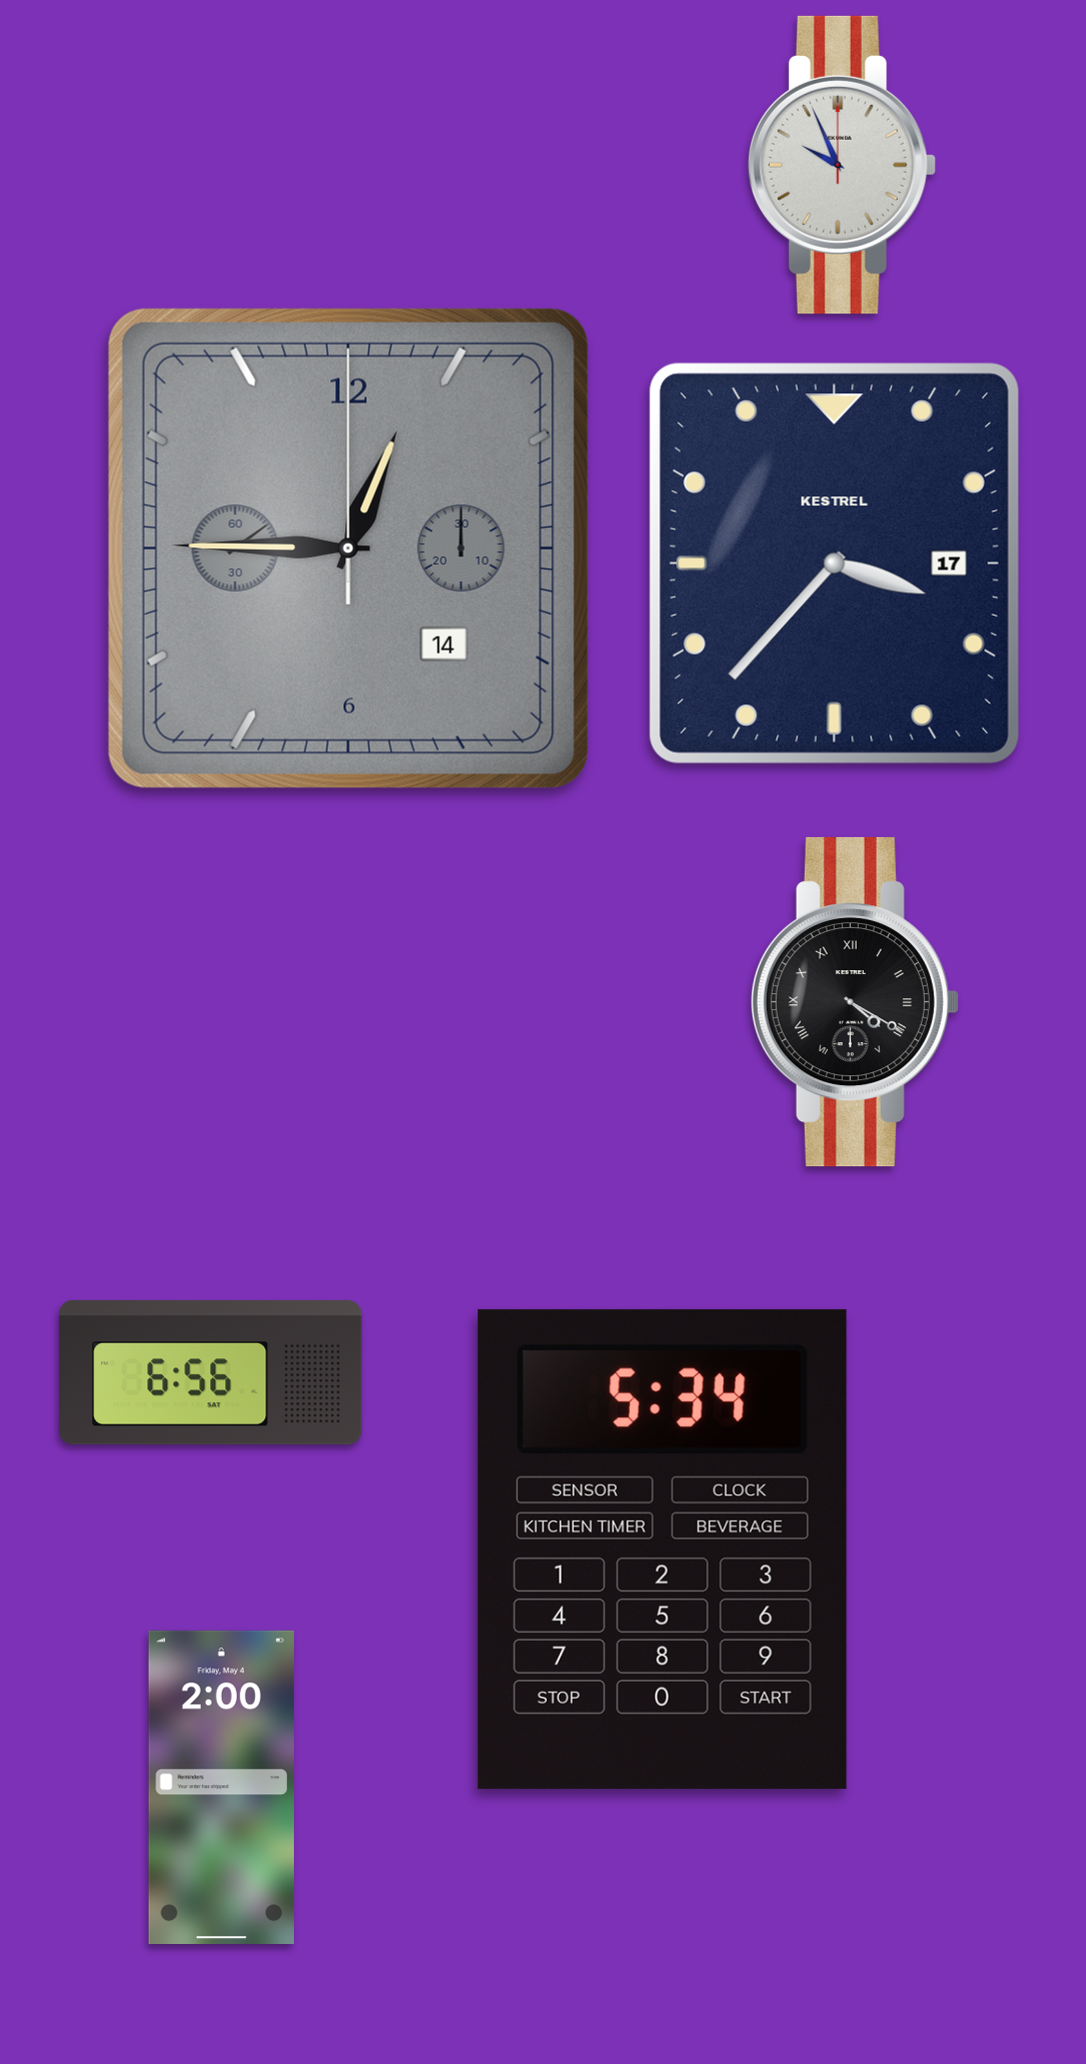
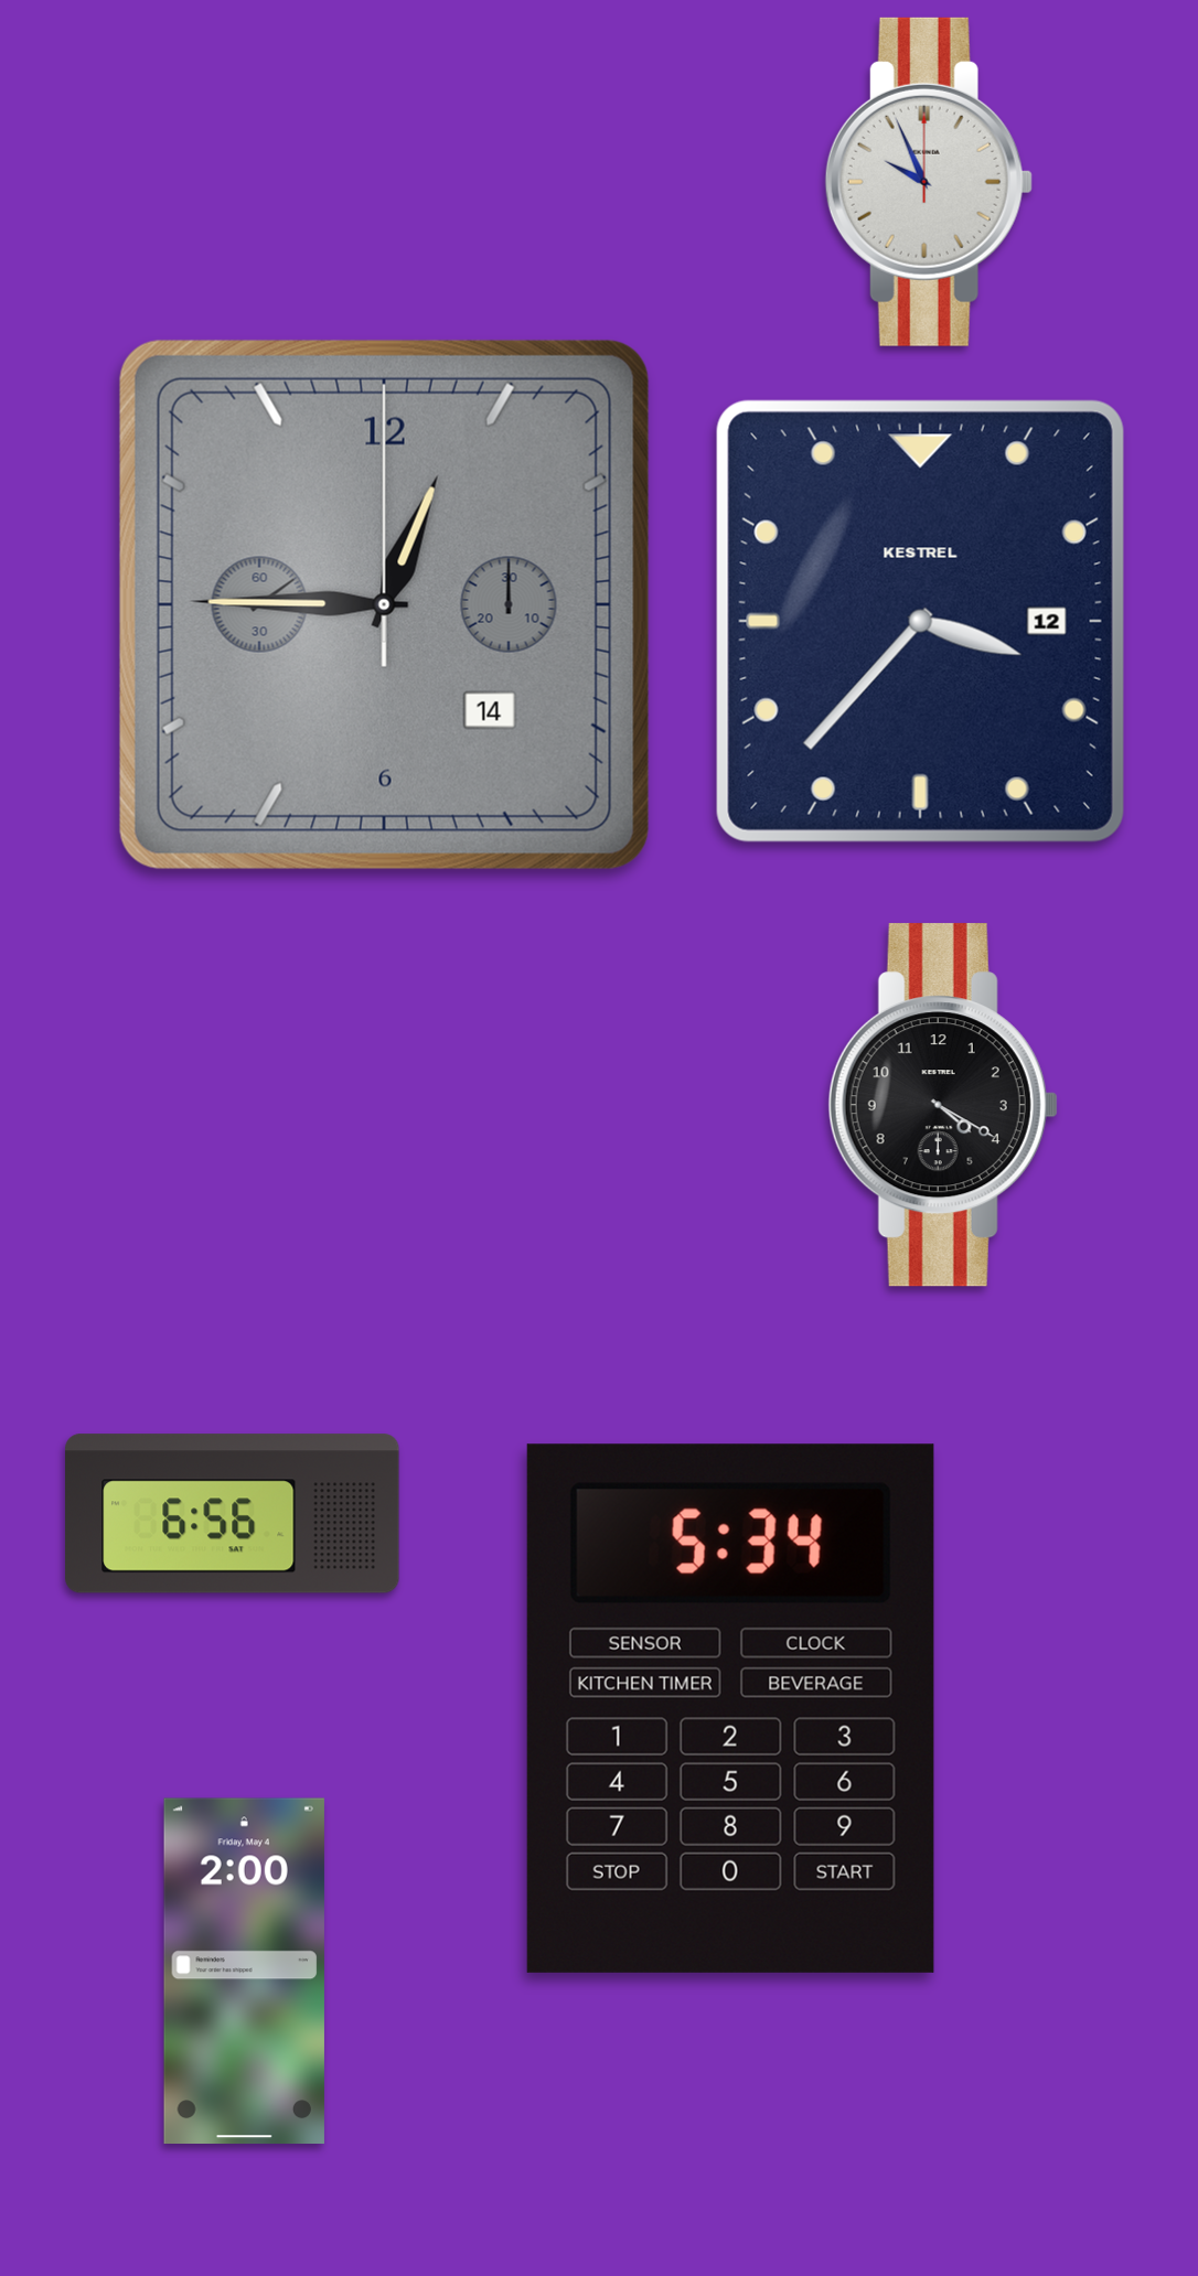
clock at (834, 563) date: 17 -> 12
clock at (855, 1002) numerals: Roman -> Arabic
